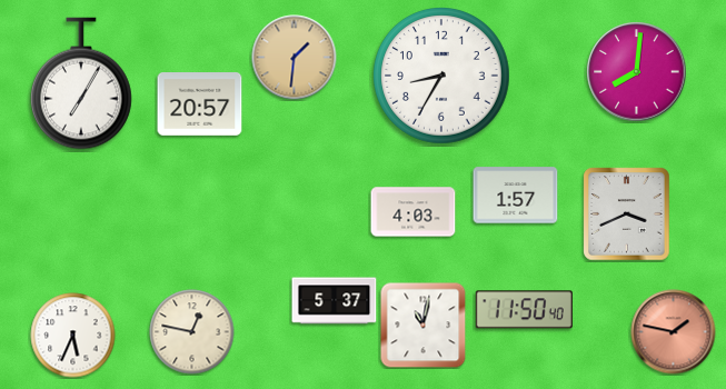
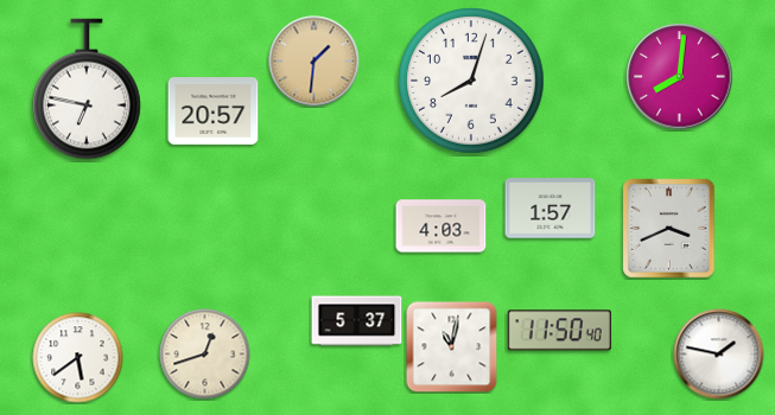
clock at (442, 77): 8:35 -> 8:03
clock at (82, 83): 7:05 -> 6:47
clock at (192, 332): 12:47 -> 12:42
clock at (674, 332) dial: salmon -> white
clock at (73, 336): 5:34 -> 5:39
